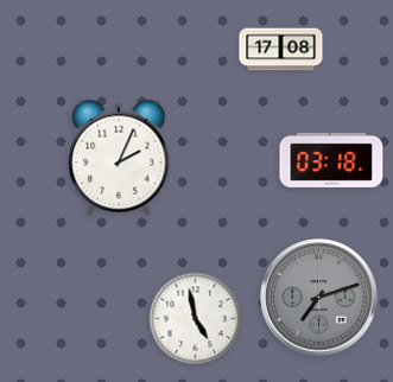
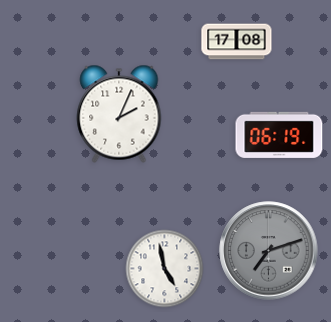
clock at (119, 158) position: (119, 158) -> (119, 114)
clock at (331, 160): 03:18 -> 06:19
